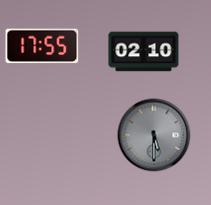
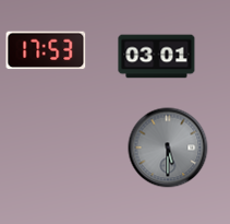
clock at (42, 46): 17:55 -> 17:53
clock at (144, 52): 02:10 -> 03:01
